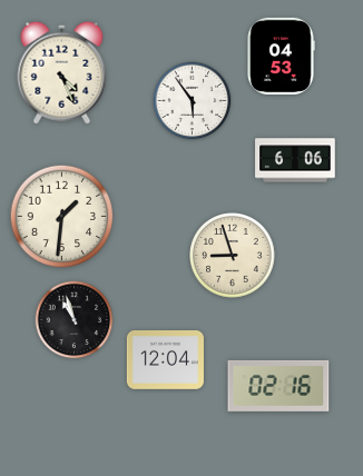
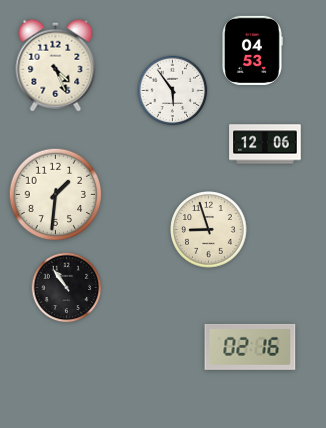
clock at (295, 160): 6:06 -> 12:06
clock at (75, 320): 10:57 -> 10:54
clock at (165, 360): 12:04 -> none
